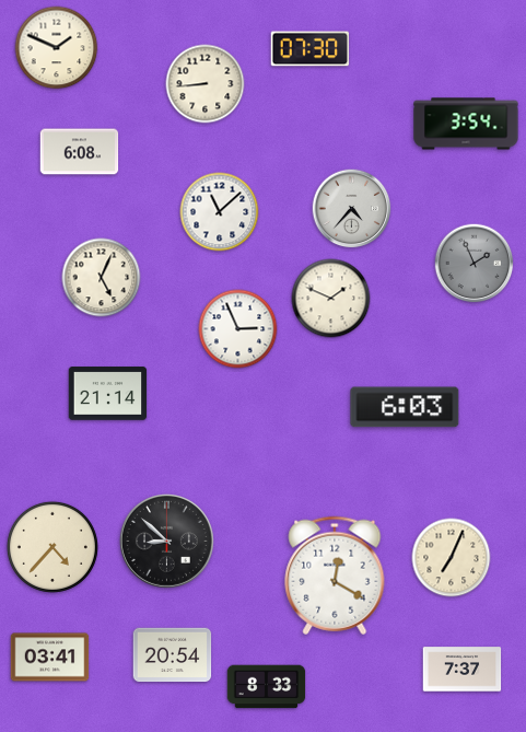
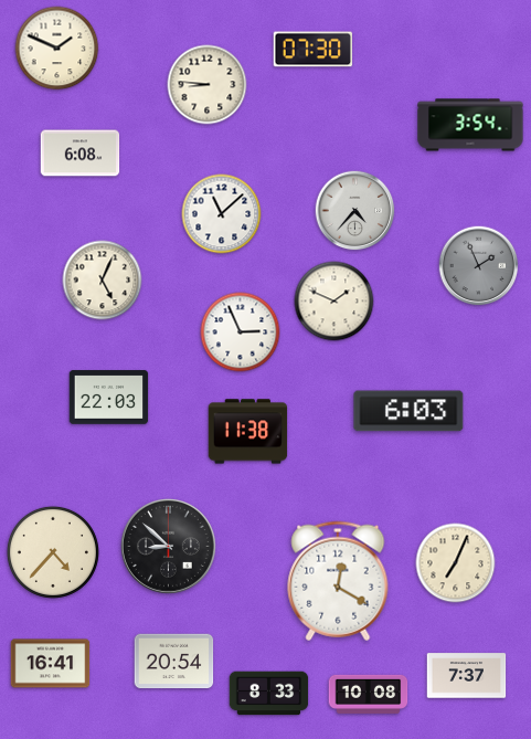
clock at (206, 84): 8:44 -> 8:46
clock at (108, 394): 21:14 -> 22:03
clock at (248, 432): none -> 11:38
clock at (50, 658): 03:41 -> 16:41
clock at (369, 694): none -> 10:08
